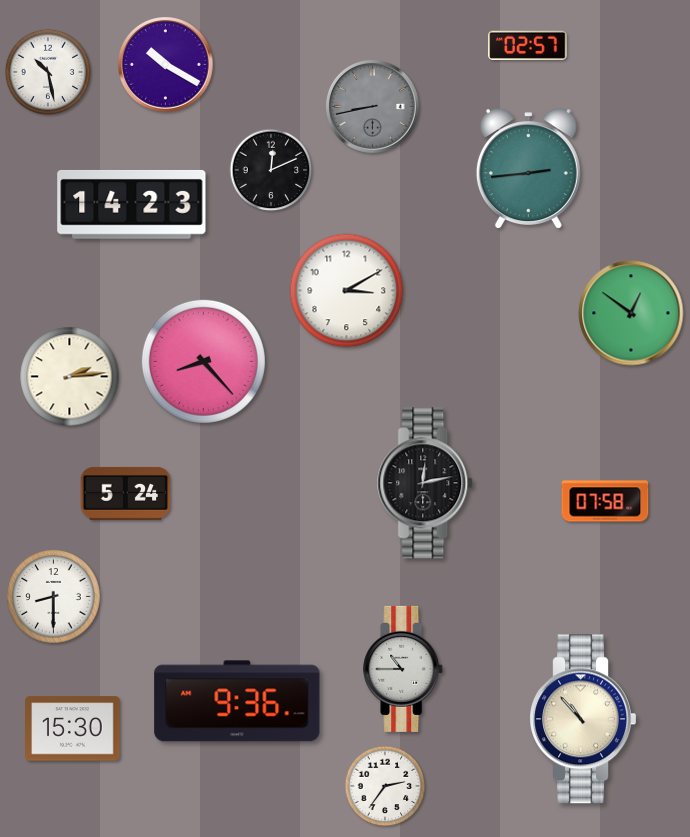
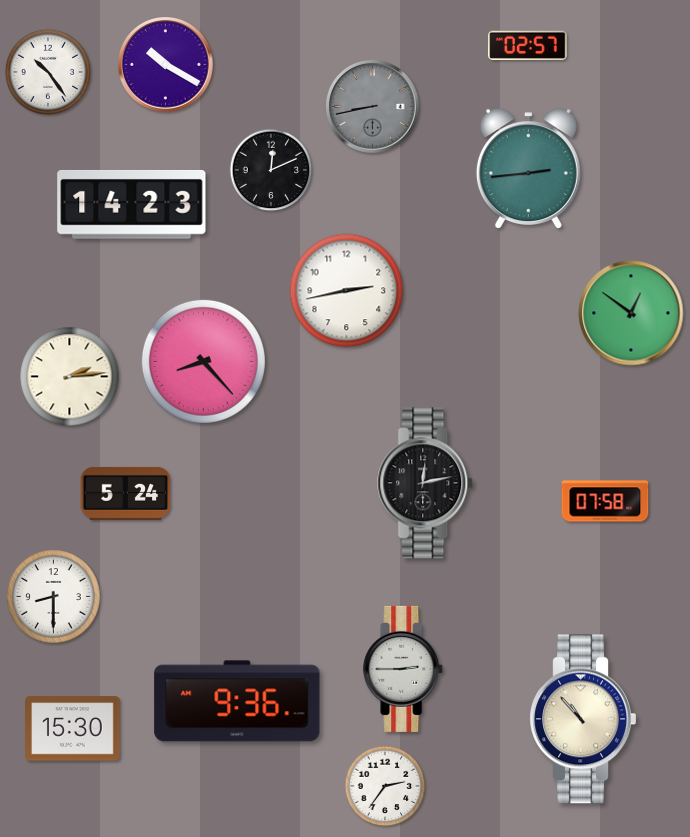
clock at (47, 71): 10:28 -> 10:24
clock at (347, 291): 3:10 -> 2:43
clock at (404, 669): 10:45 -> 2:45
